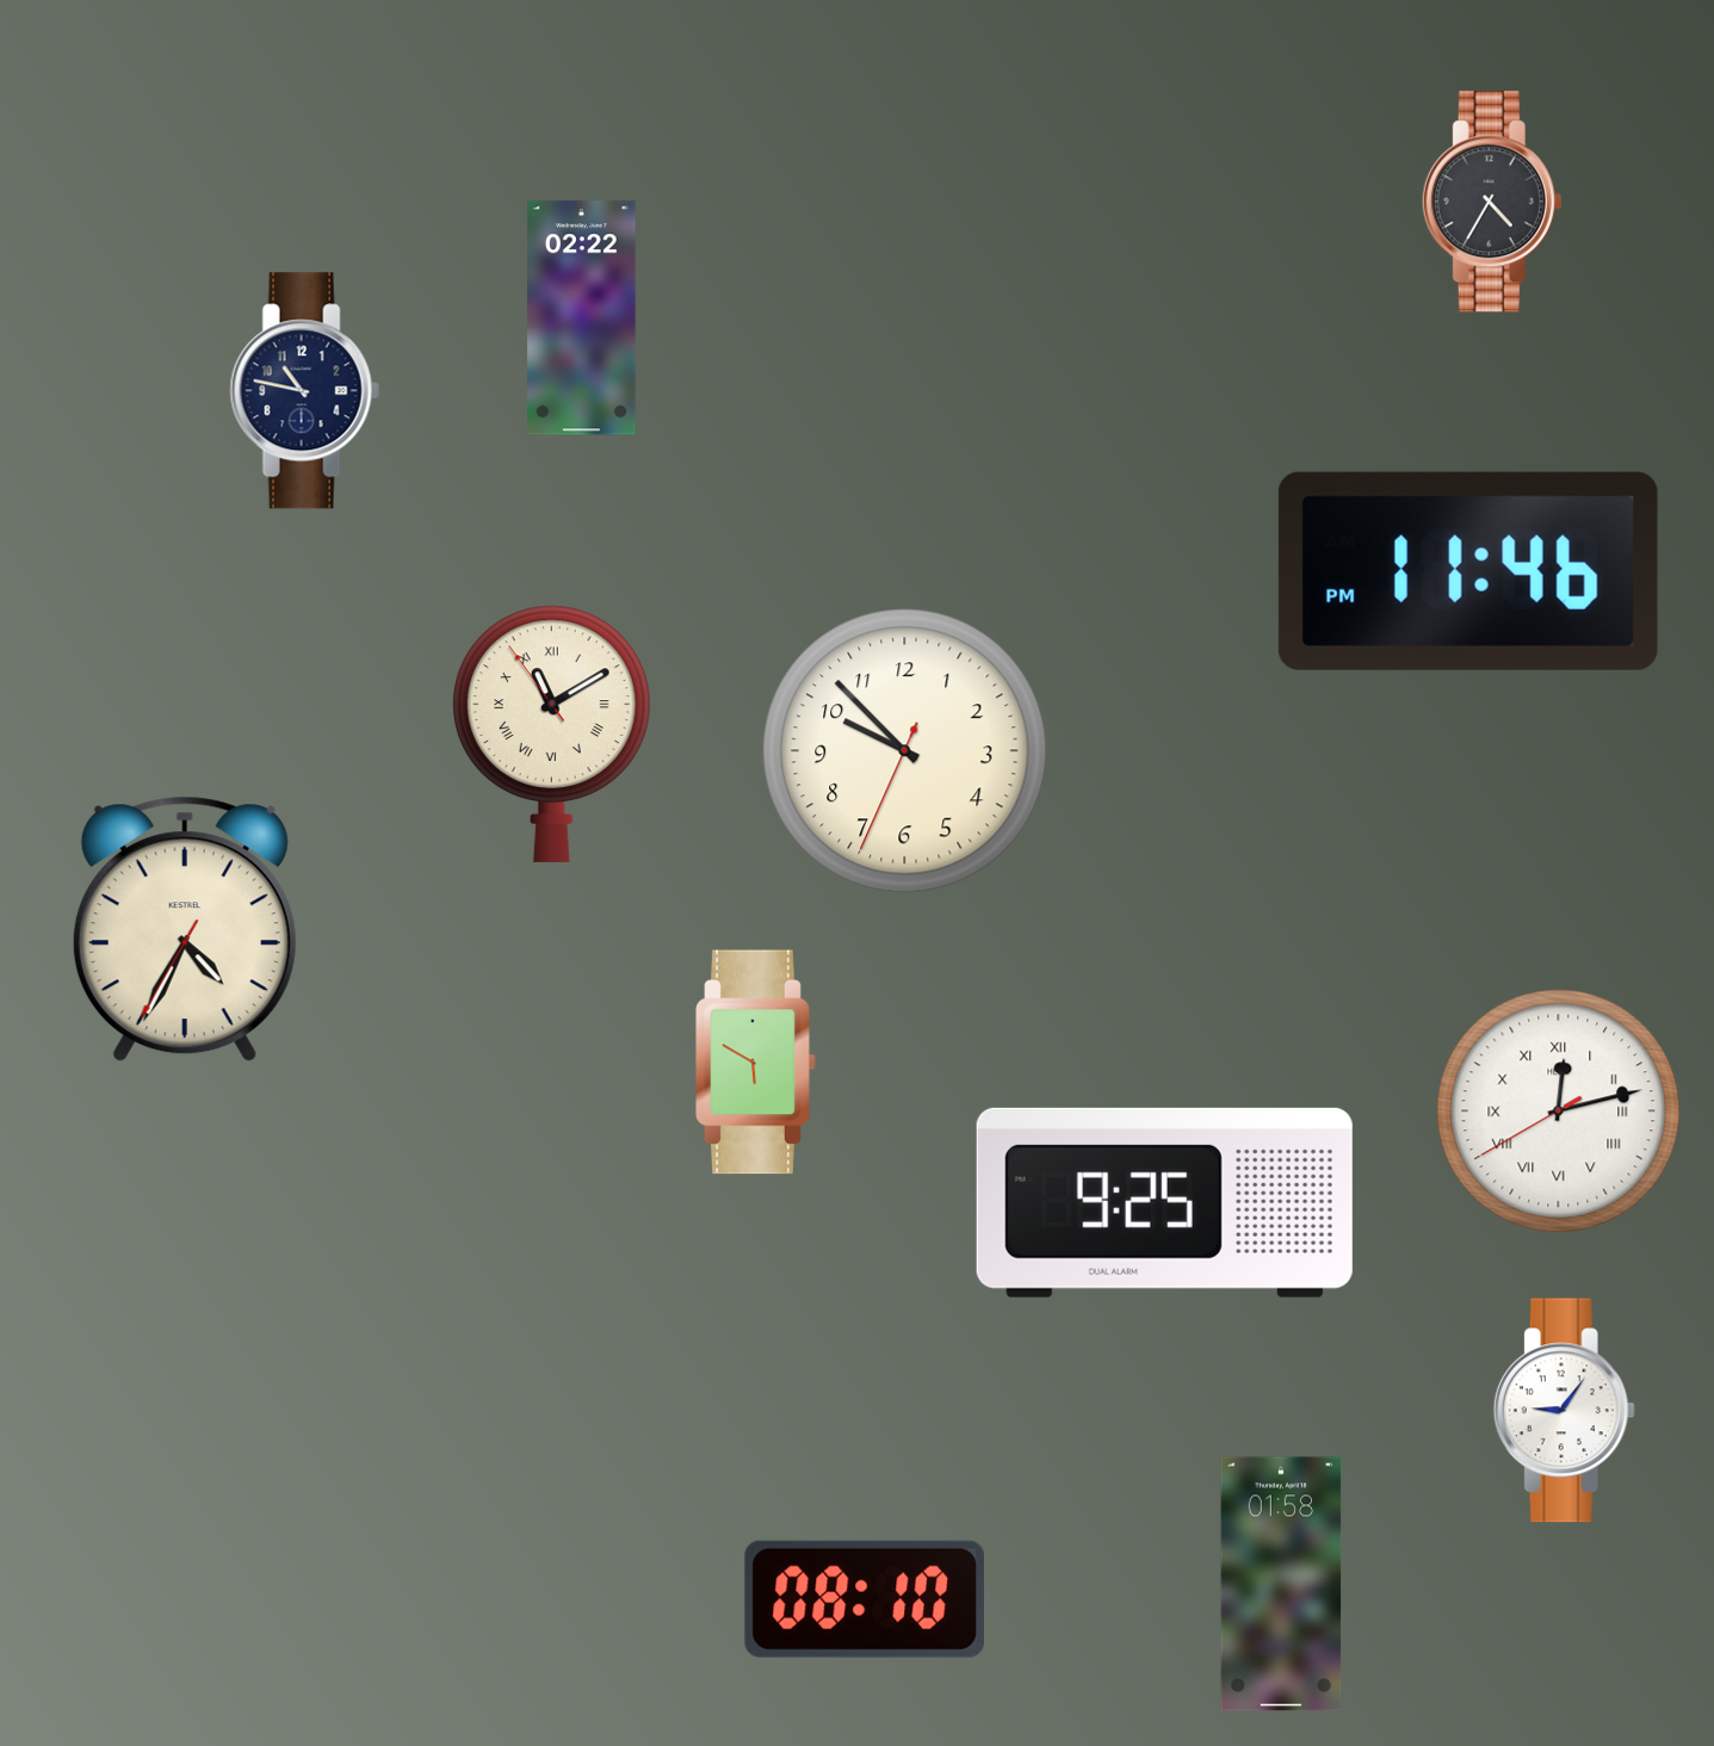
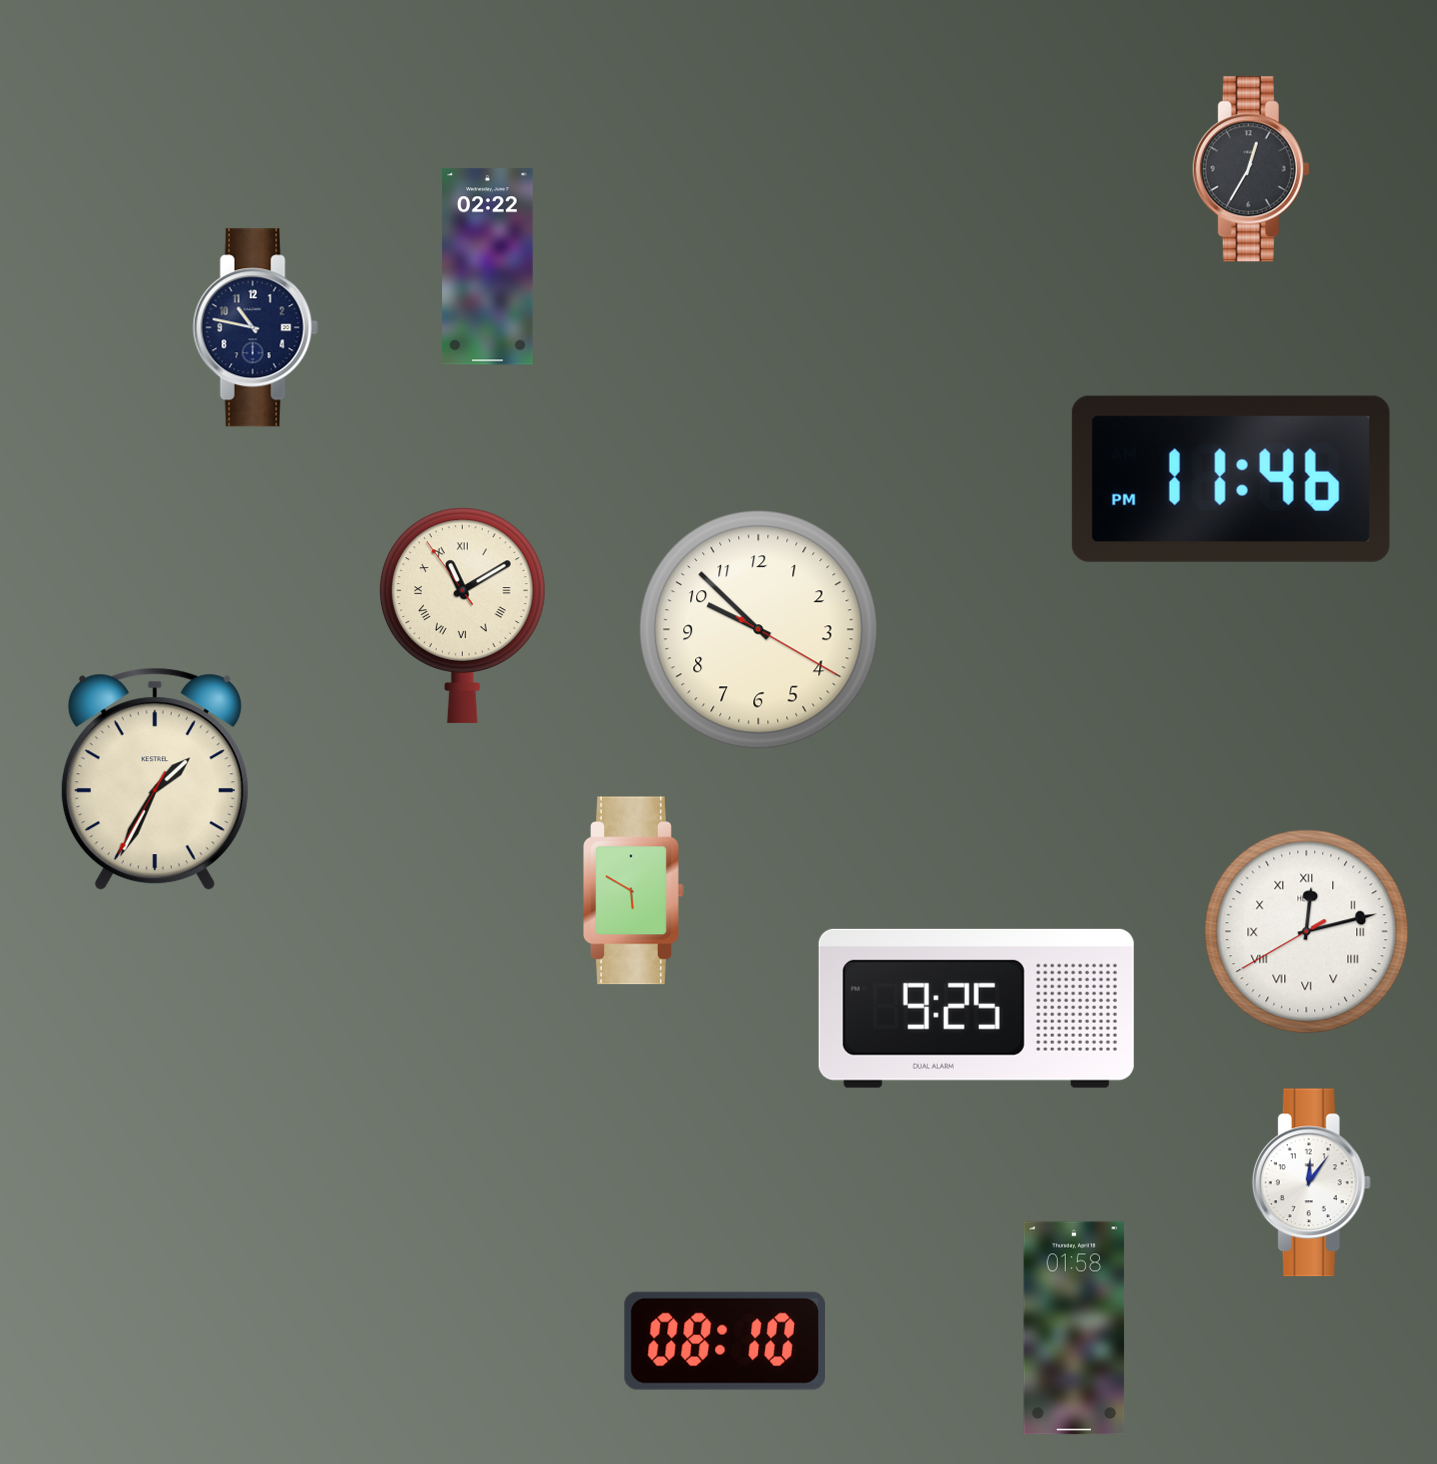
clock at (1492, 202): 4:35 -> 12:35
clock at (905, 751): 9:52:34 -> 9:52:20
clock at (185, 929): 4:34 -> 1:34
clock at (1564, 1411): 9:06 -> 12:06
